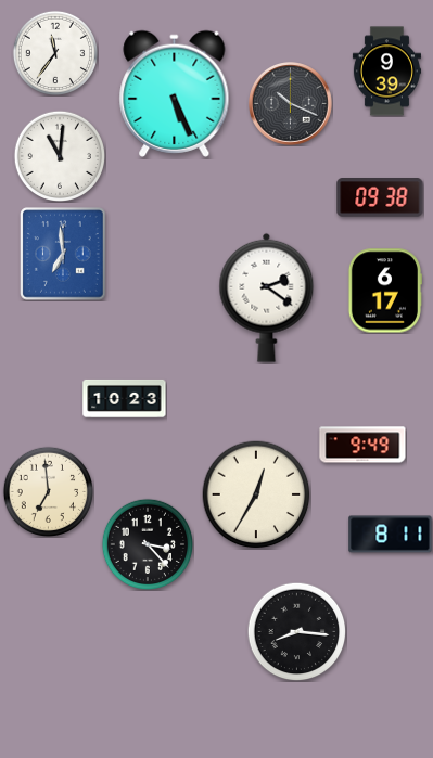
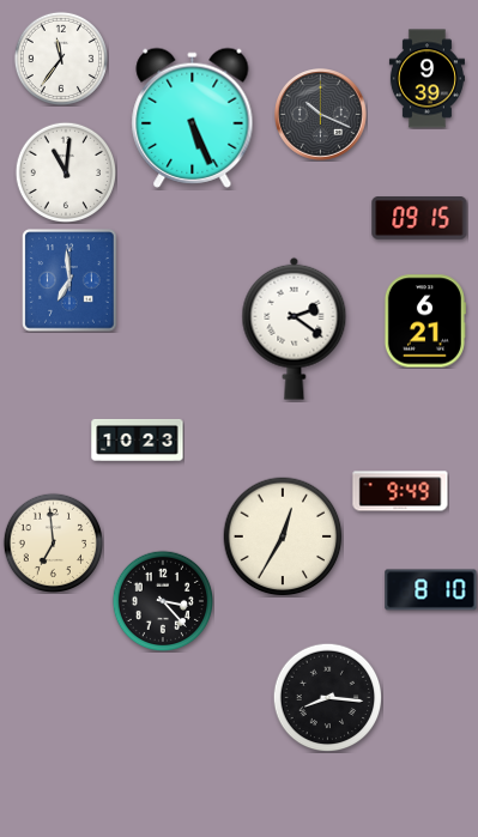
clock at (175, 93) position: (175, 93) -> (193, 117)
clock at (380, 198): 09:38 -> 09:15
clock at (384, 291): 6:17 -> 6:21
clock at (256, 494) position: (256, 494) -> (283, 536)
clock at (391, 535): 8:11 -> 8:10
